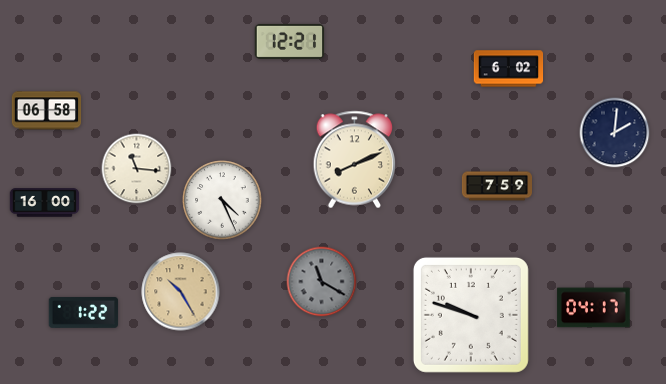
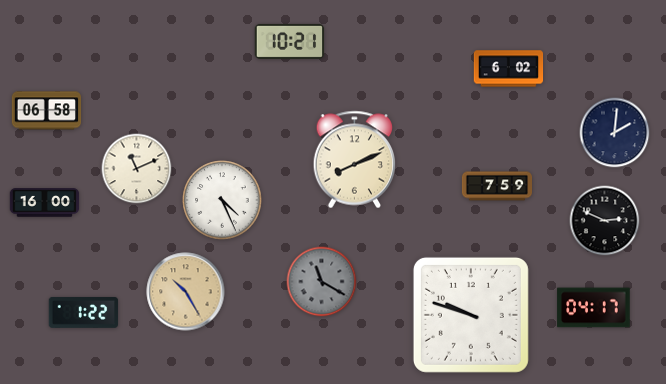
clock at (290, 41): 12:21 -> 10:21
clock at (137, 169): 11:16 -> 11:11
clock at (605, 221): none -> 2:49
clock at (181, 292) position: (181, 292) -> (186, 292)
